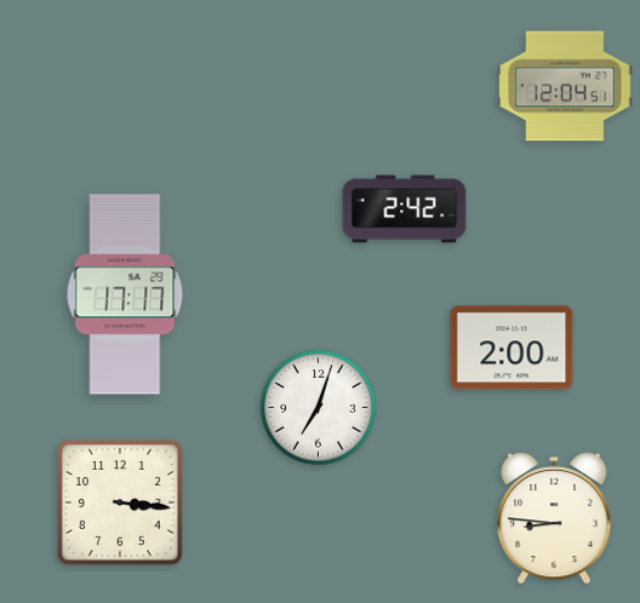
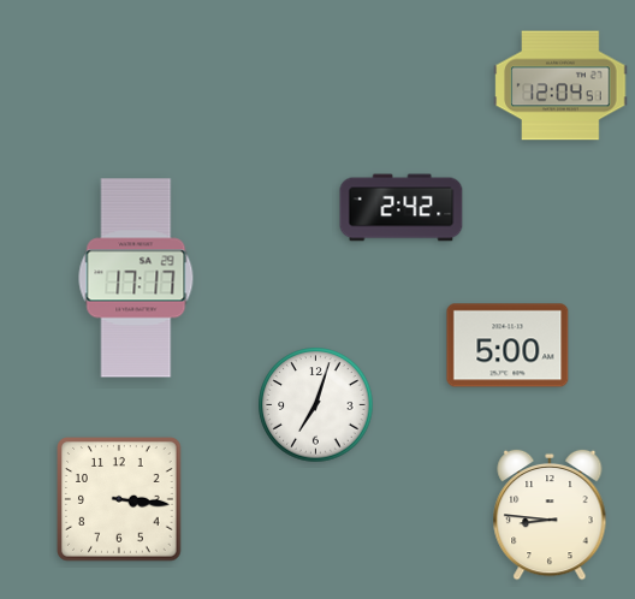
clock at (125, 294) position: (125, 294) -> (136, 278)
clock at (512, 348): 2:00 -> 5:00
